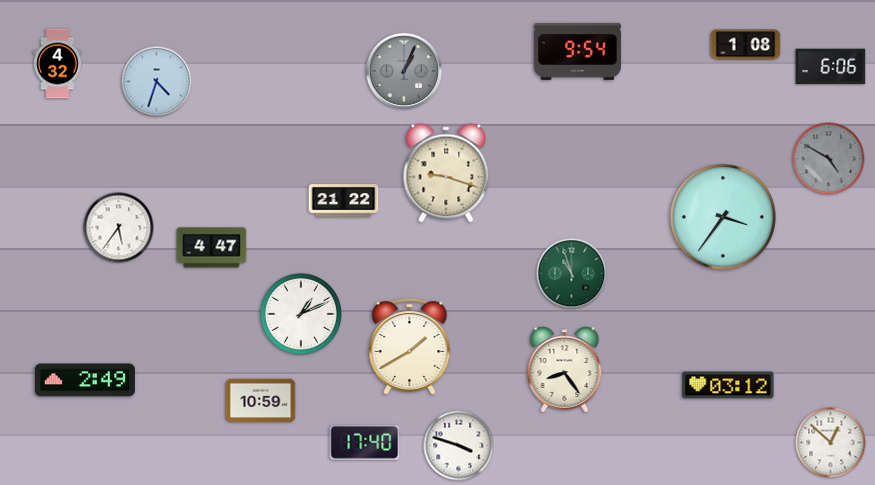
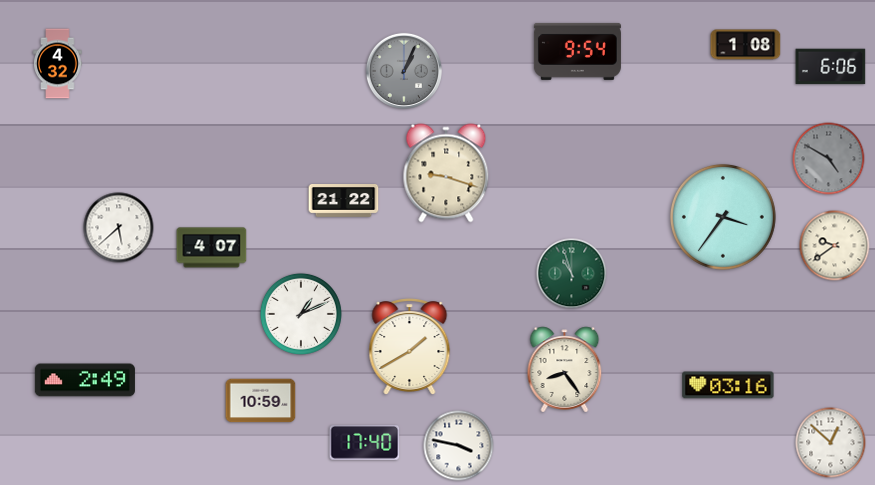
clock at (157, 82): 4:33 -> none
clock at (119, 228): 5:36 -> 5:38
clock at (835, 246): none -> 9:39
clock at (212, 248): 4:47 -> 4:07
clock at (728, 385): 03:12 -> 03:16
clock at (459, 446): 3:48 -> 3:47
